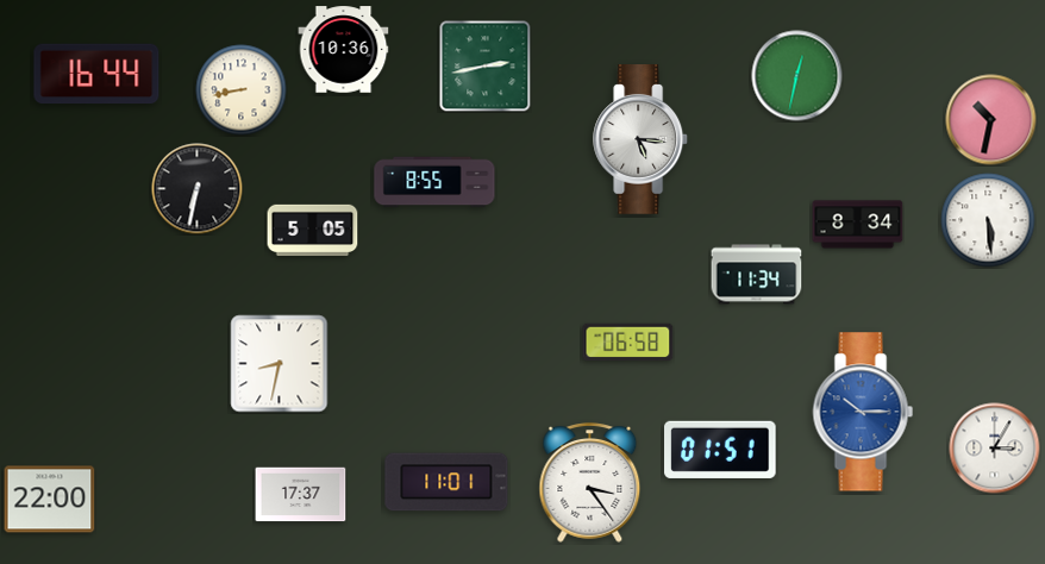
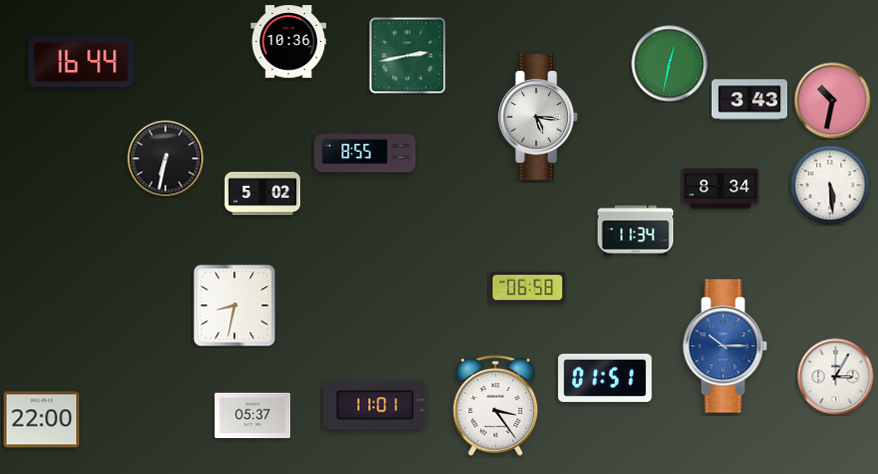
clock at (242, 90): 8:43 -> none
clock at (750, 100): none -> 3:43
clock at (313, 230): 5:05 -> 5:02
clock at (301, 495): 17:37 -> 05:37
